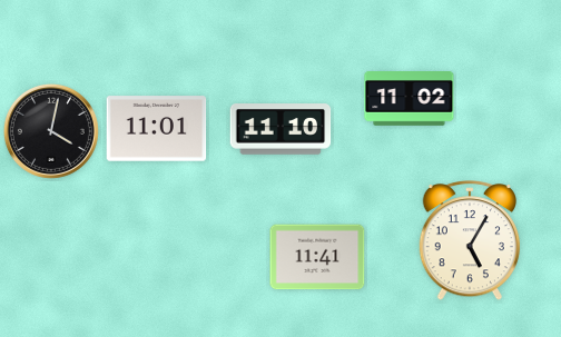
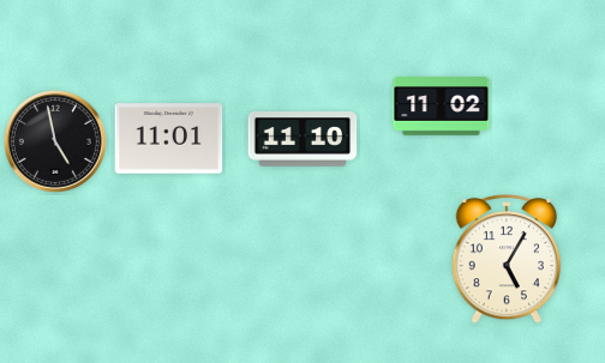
clock at (51, 131): 4:02 -> 4:58
clock at (317, 257): 11:41 -> none
